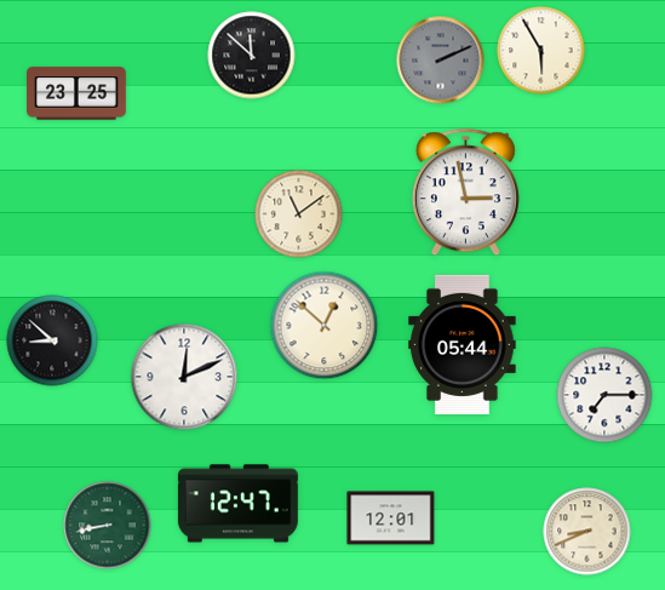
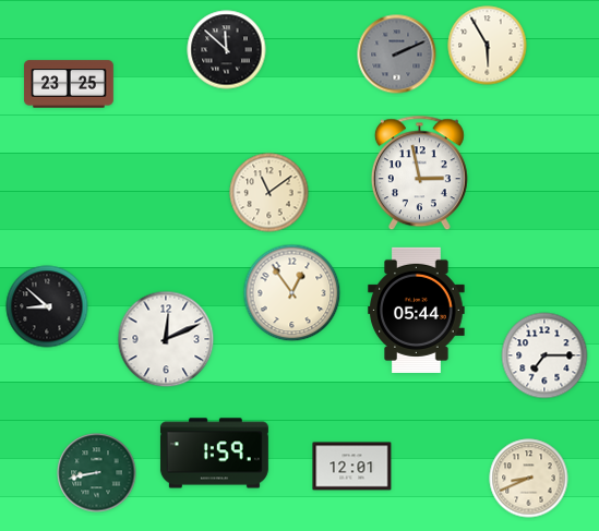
clock at (325, 326): 12:52 -> 12:54
clock at (237, 504): 12:47 -> 1:59
